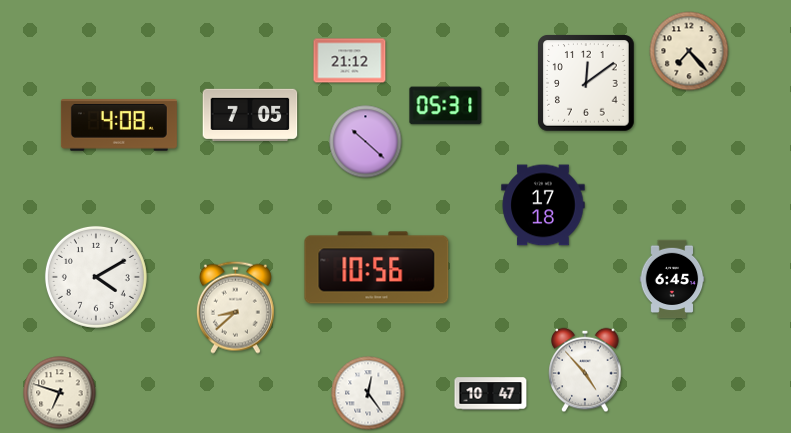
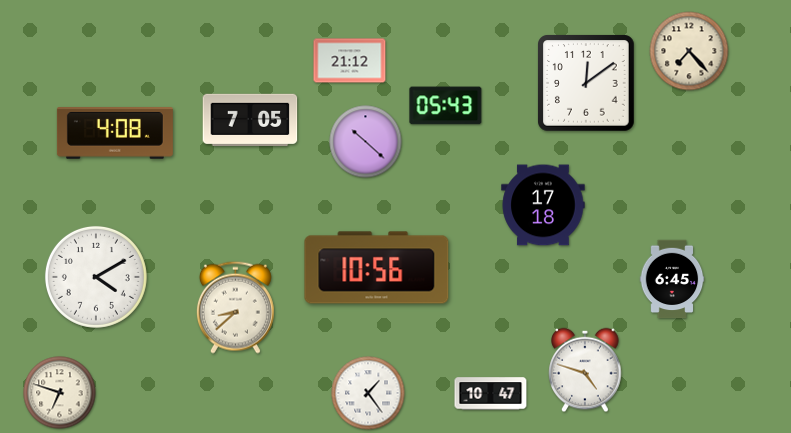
clock at (446, 106): 05:31 -> 05:43
clock at (250, 115) position: (250, 115) -> (250, 120)
clock at (119, 126) position: (119, 126) -> (115, 134)
clock at (585, 370): 4:53 -> 4:48
clock at (368, 393): 12:24 -> 1:24
